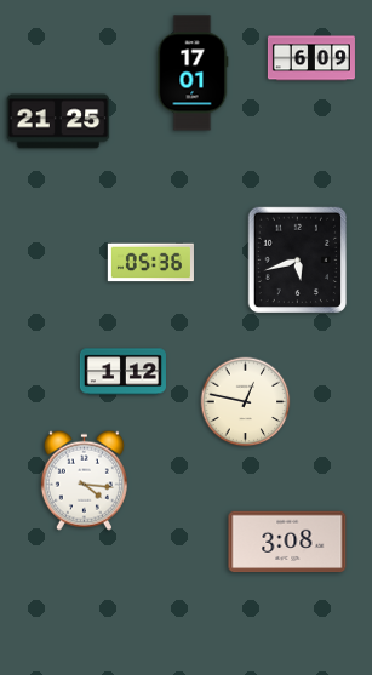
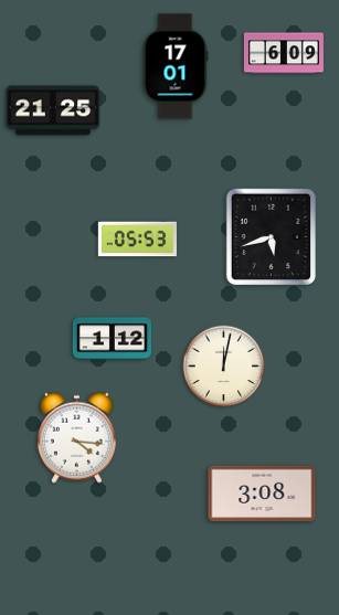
clock at (150, 263): 05:36 -> 05:53
clock at (246, 402): 12:47 -> 12:02
